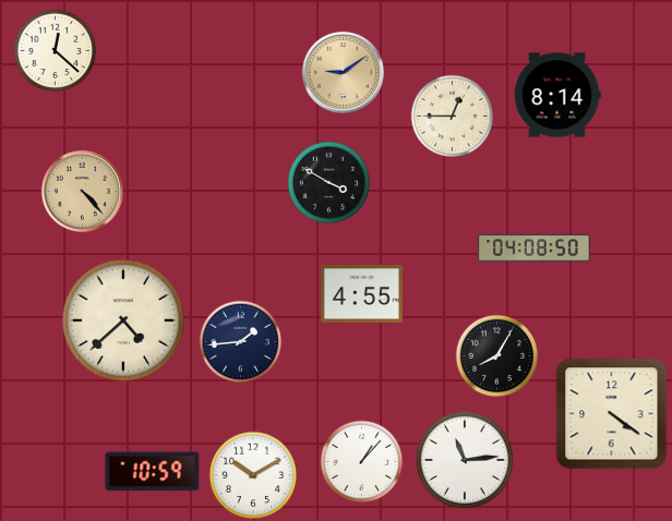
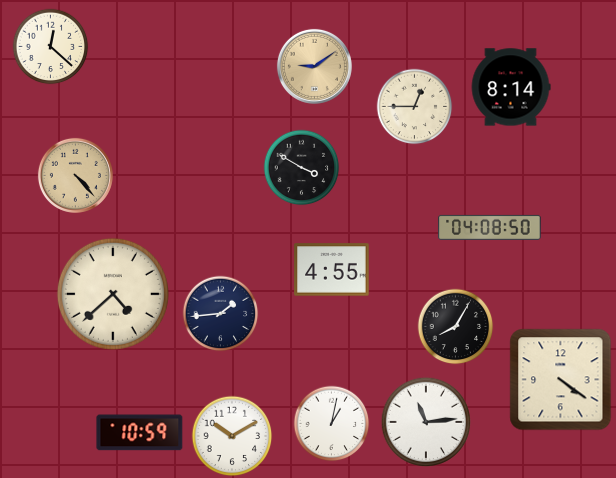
clock at (362, 462): 1:07 -> 1:02
